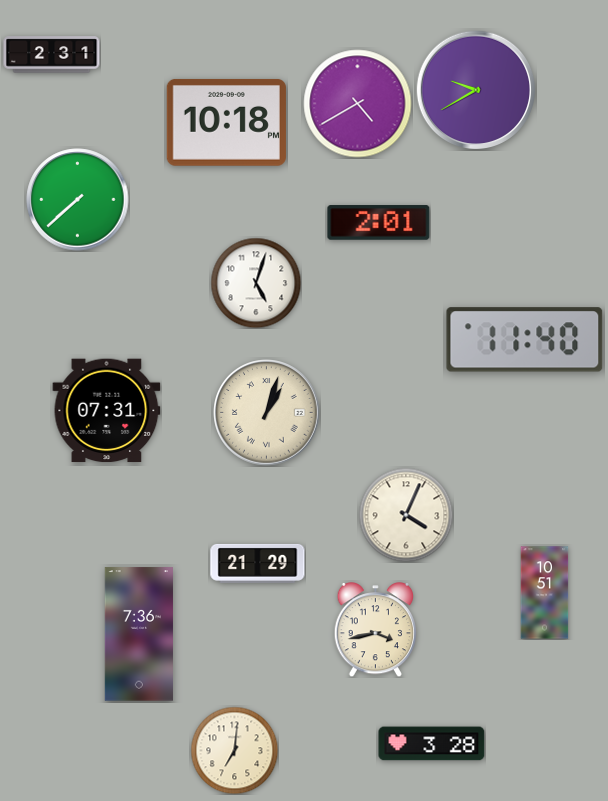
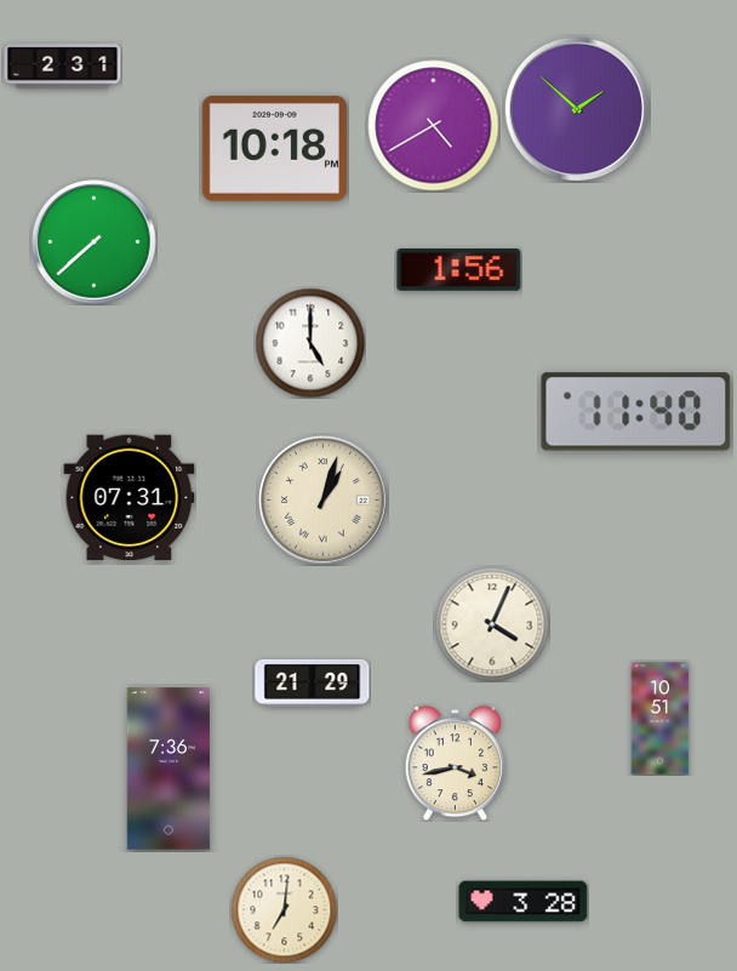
clock at (475, 89): 9:40 -> 1:52
clock at (379, 223): 2:01 -> 1:56
clock at (256, 283): 5:03 -> 5:00
